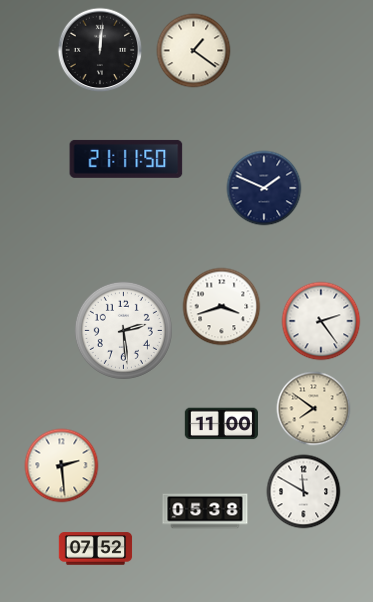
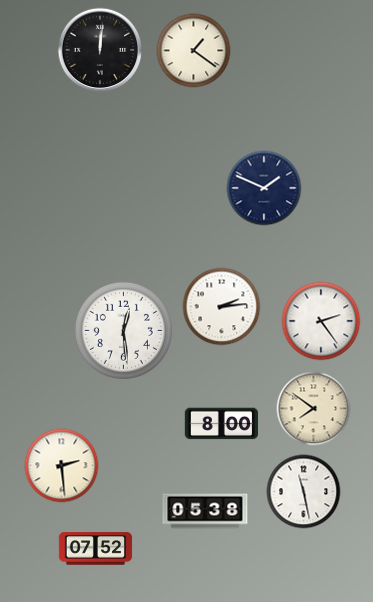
clock at (126, 159): 21:11 -> none
clock at (222, 307): 3:42 -> 2:14
clock at (123, 330): 2:29 -> 12:29
clock at (221, 424): 11:00 -> 8:00
clock at (304, 492): 11:50 -> 11:28
